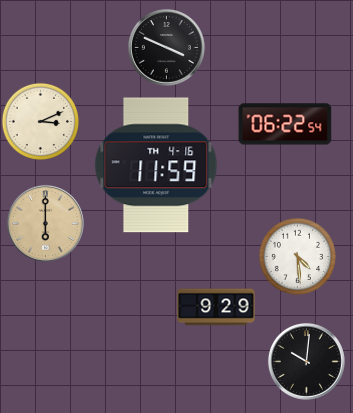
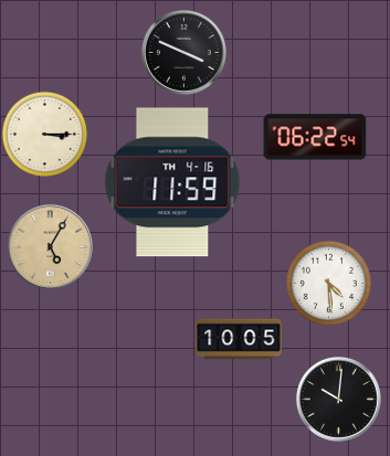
clock at (40, 121): 3:11 -> 3:15
clock at (45, 223): 6:00 -> 5:05
clock at (216, 307): 9:29 -> 10:05
